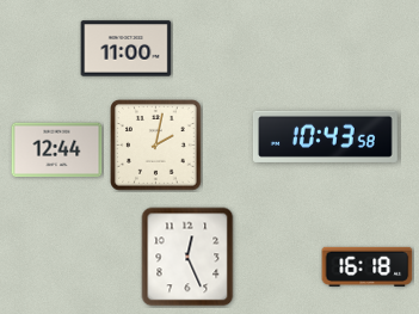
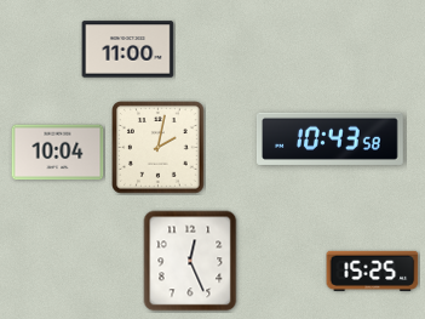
clock at (57, 150): 12:44 -> 10:04
clock at (368, 266): 16:18 -> 15:25
